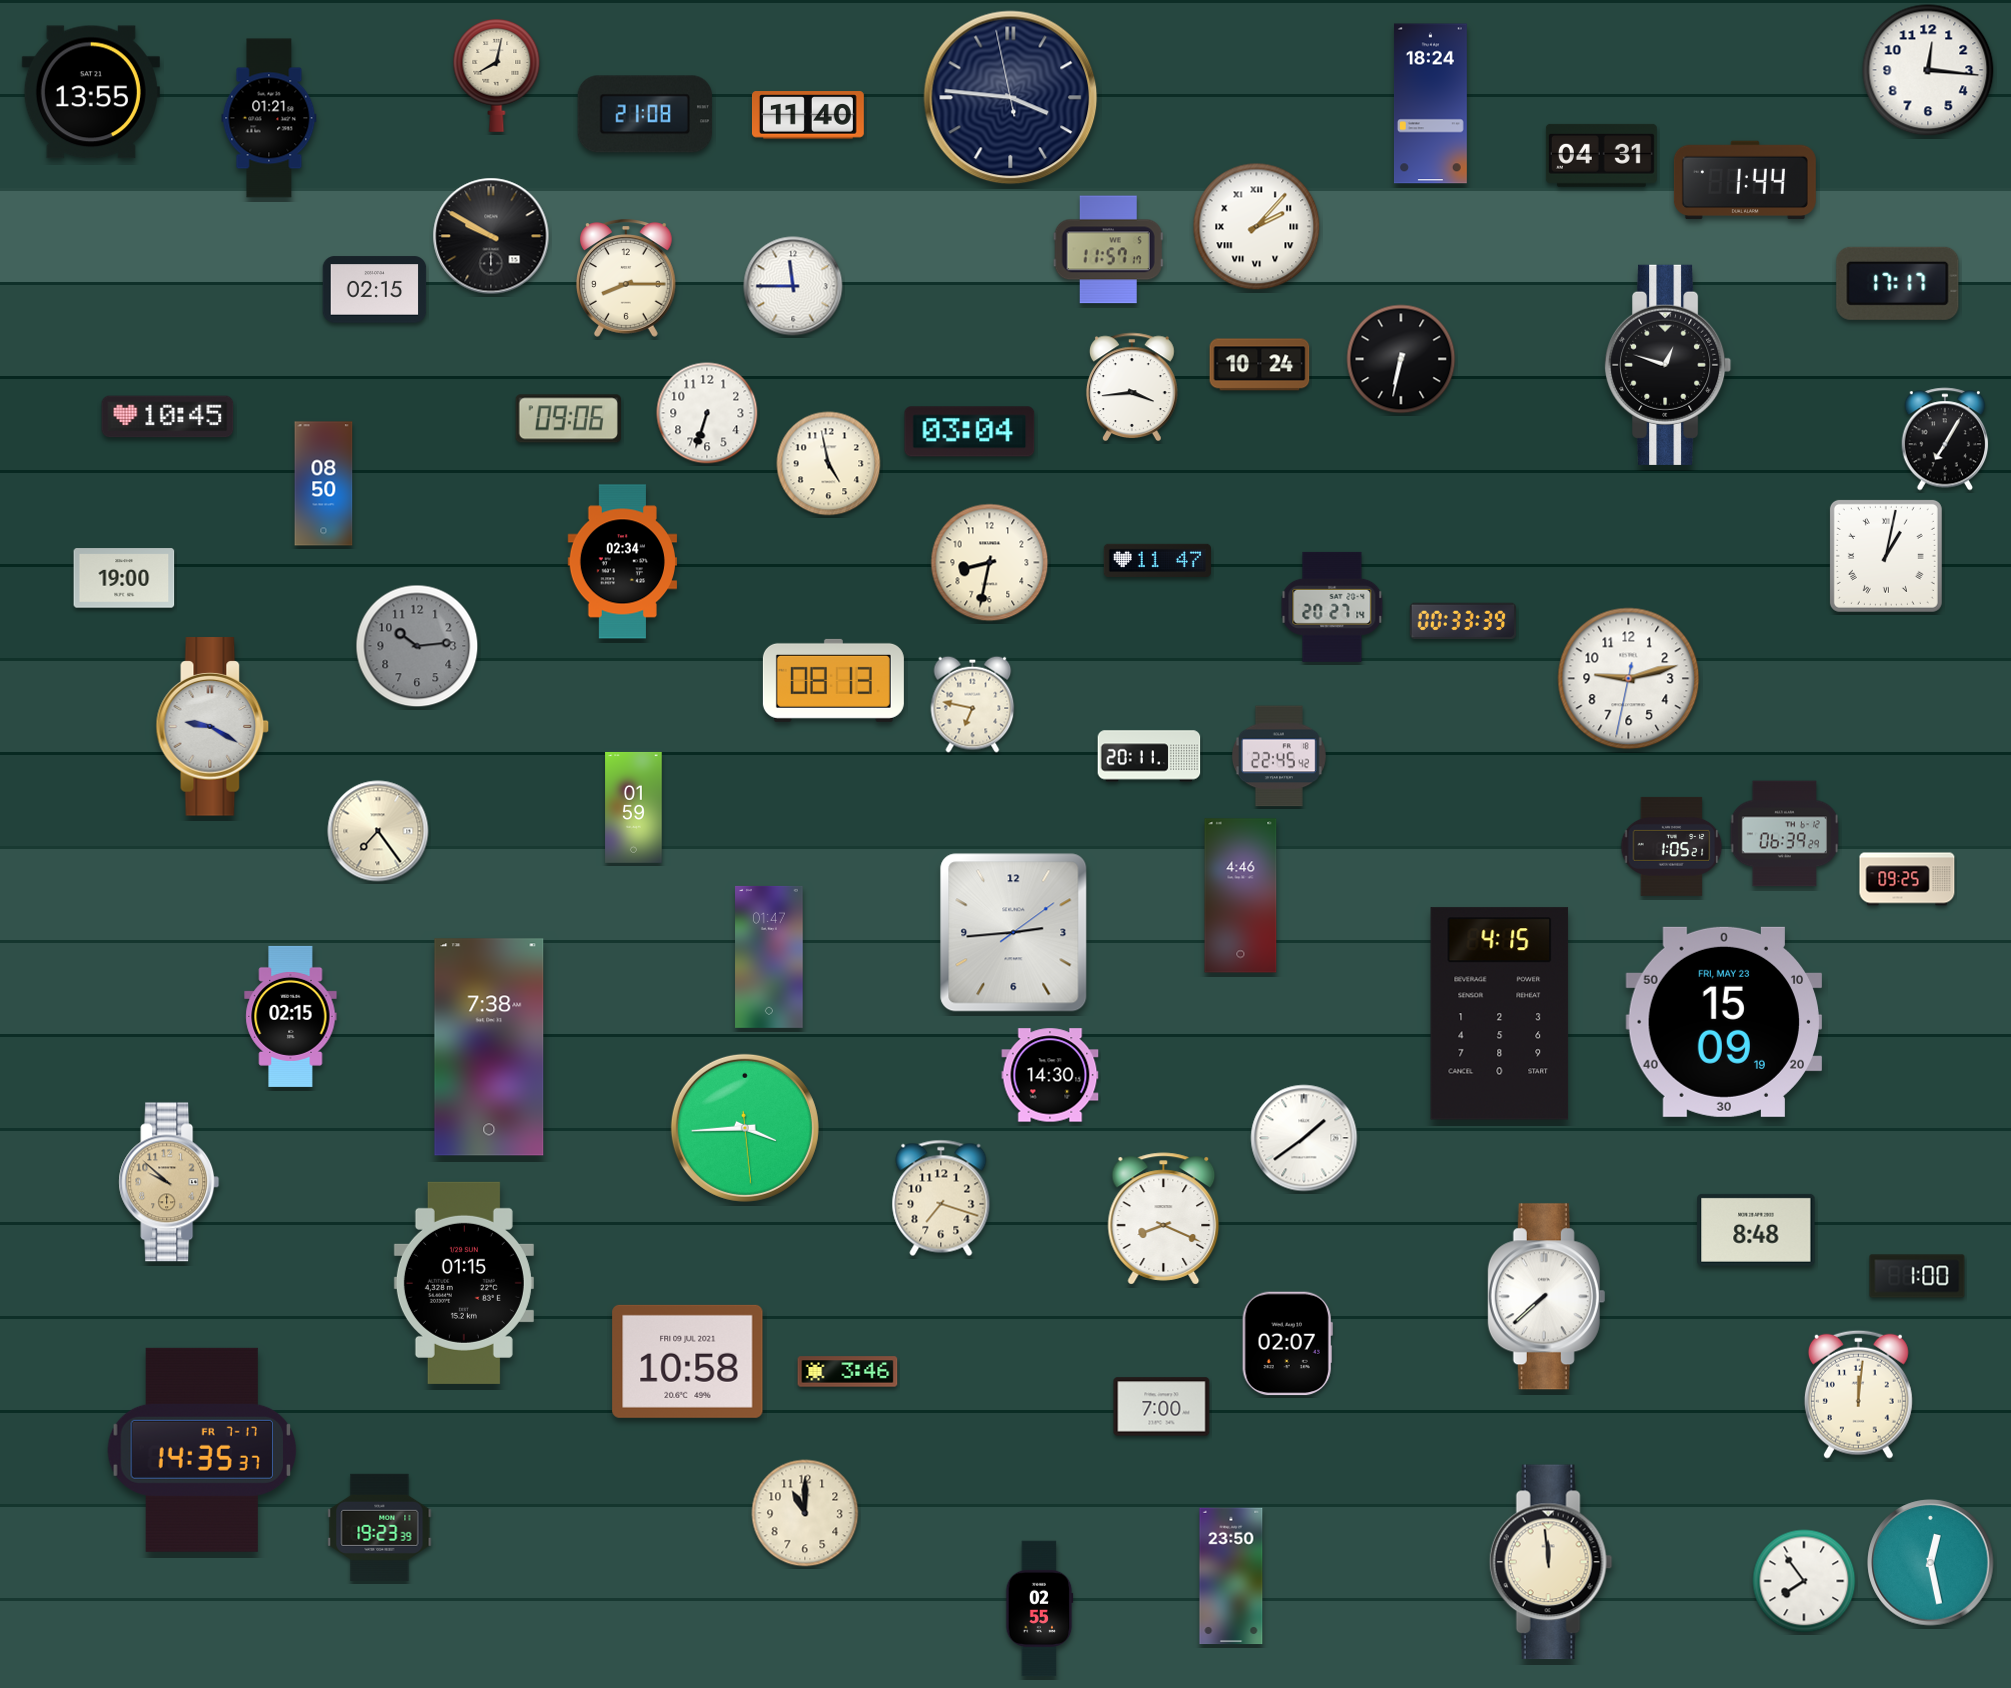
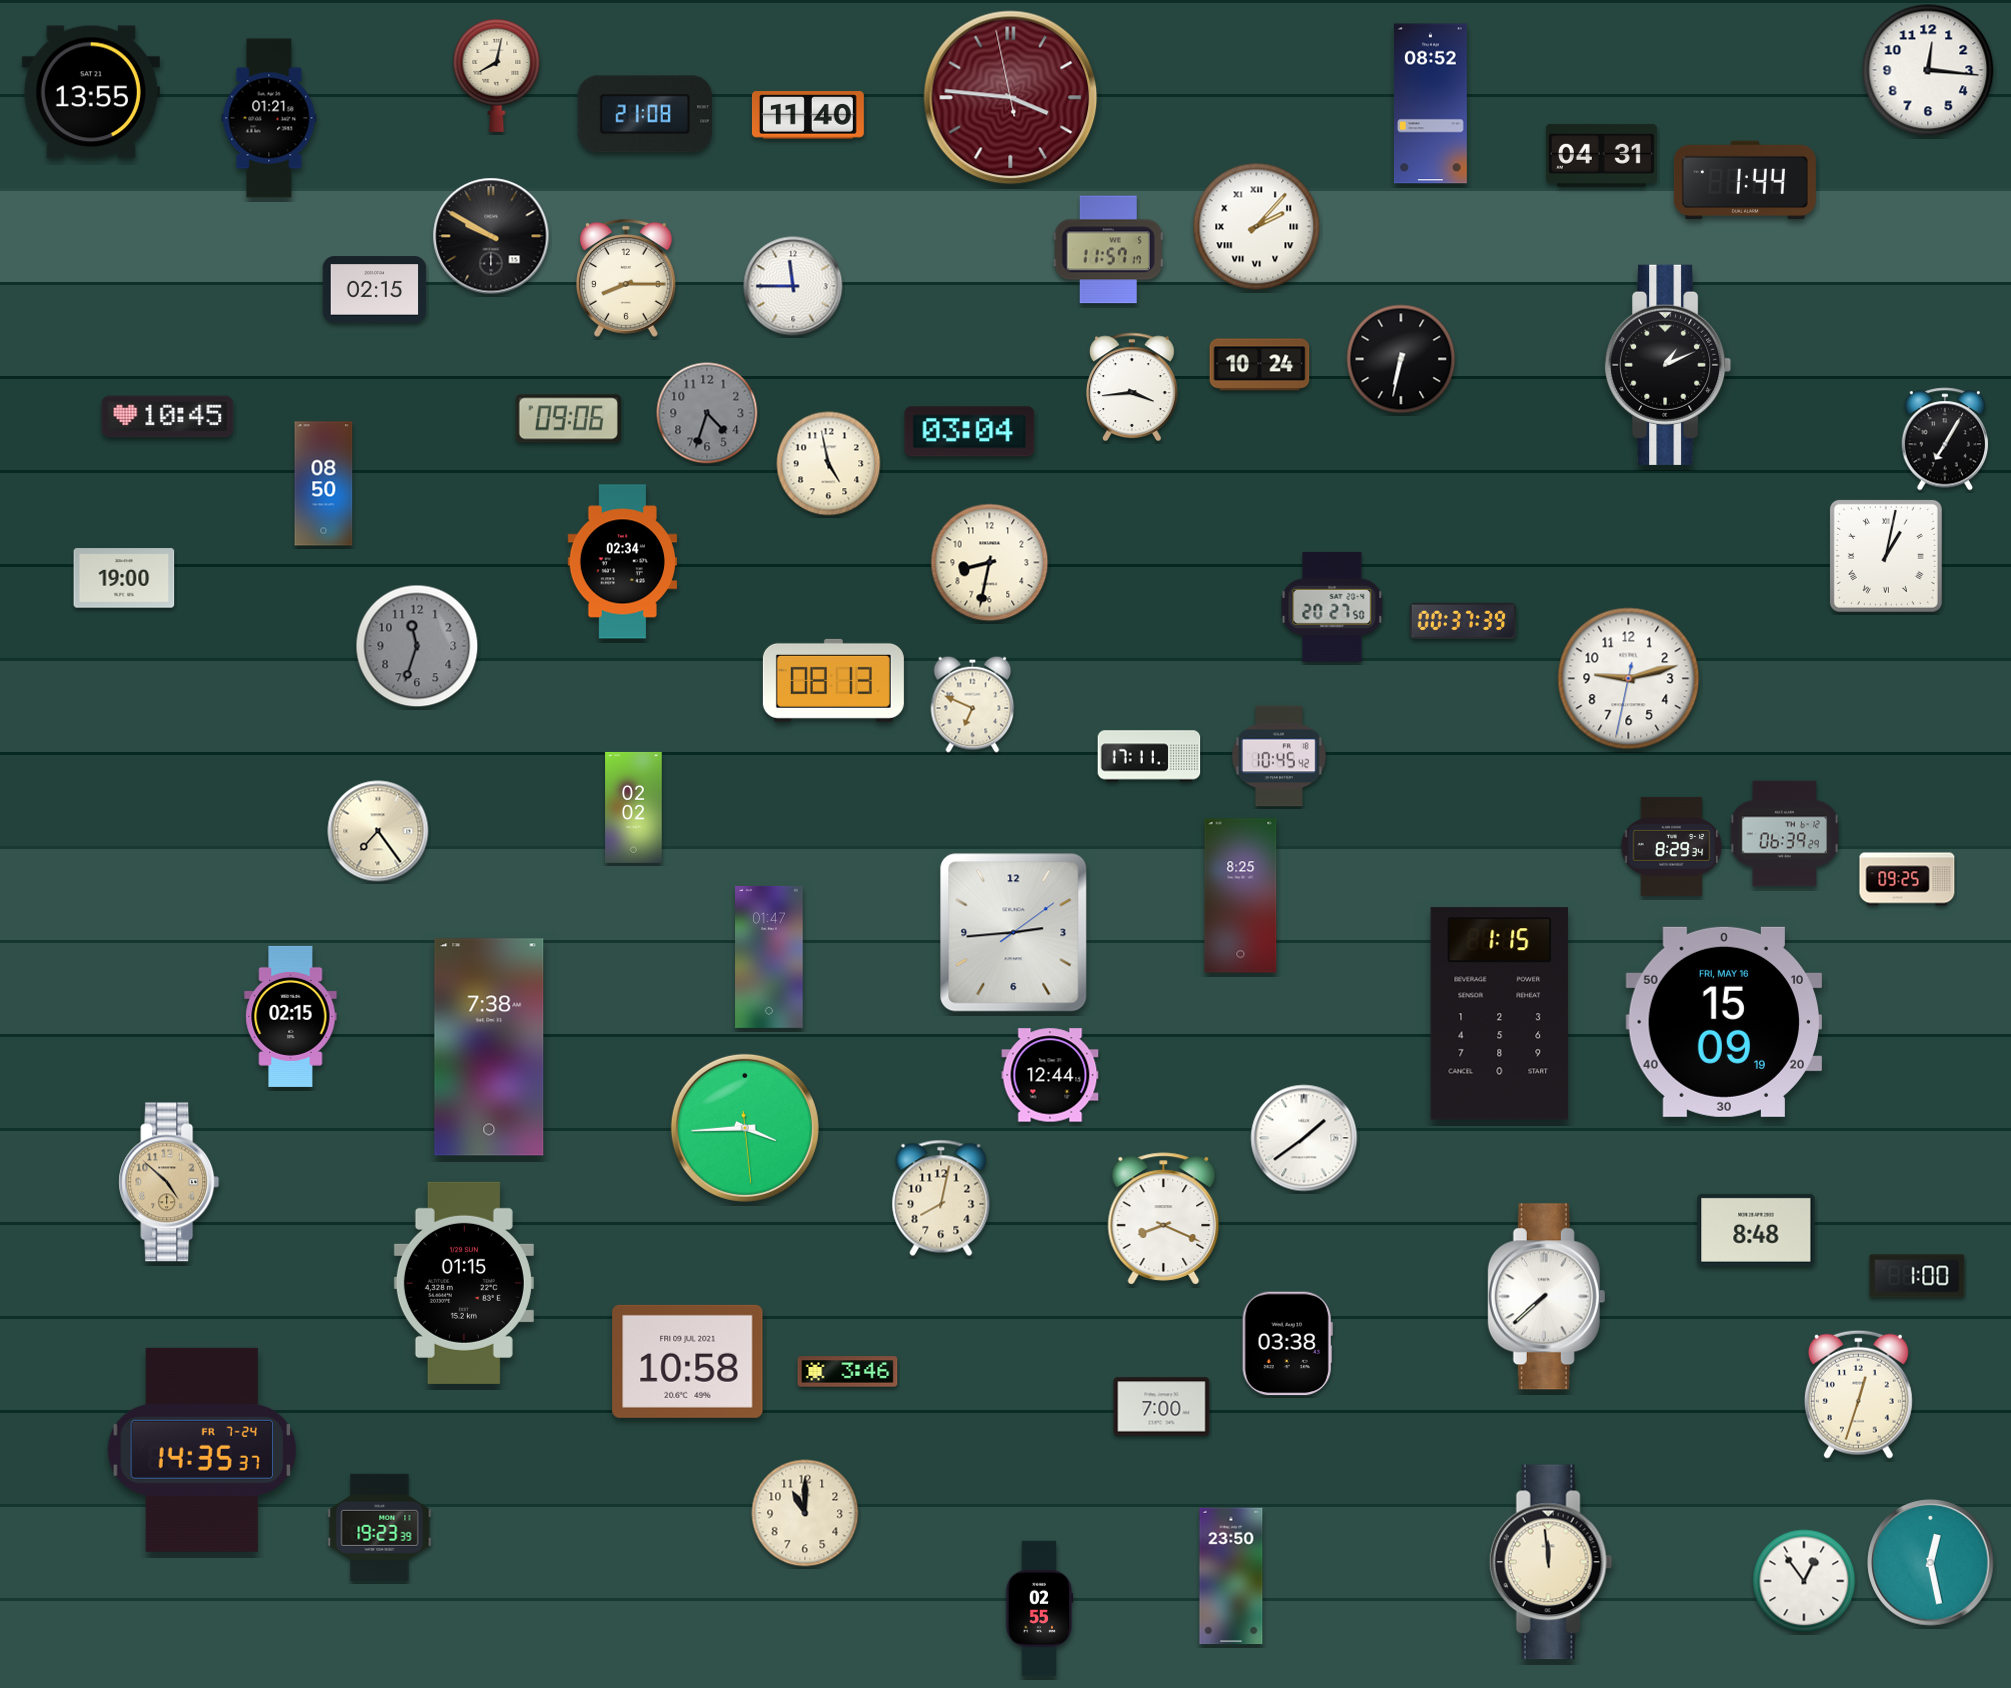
clock at (1011, 98) dial: navy -> burgundy
clock at (1430, 104): 18:24 -> 08:52
clock at (1898, 283): 17:17 -> none
clock at (1669, 365): 12:48 -> 1:11
clock at (707, 413): 6:33 -> 4:33
clock at (707, 413) dial: white -> grey
clock at (1157, 560): 11:47 -> none
clock at (1332, 607): 20:27:14 -> 20:27:50
clock at (1463, 621): 00:33 -> 00:37
clock at (417, 646): 10:14 -> 11:33
clock at (973, 704): 6:47 -> 6:49
clock at (213, 727): 9:20 -> none
clock at (1149, 756): 20:11 -> 17:11
clock at (1279, 756): 22:45 -> 10:45
clock at (634, 807): 01:59 -> 02:02
clock at (1672, 846): 1:05 -> 8:29
clock at (1241, 896): 4:46 -> 8:25
clock at (1500, 1014): 4:15 -> 1:15
clock at (1723, 1022) date: FRI, MAY 23 -> FRI, MAY 16
clock at (1050, 1075): 14:30 -> 12:44
clock at (169, 1182): 9:52 -> 4:52
clock at (941, 1198): 7:18 -> 8:02
clock at (1287, 1344): 02:07 -> 03:38
clock at (1858, 1394): 12:01 -> 12:33
clock at (202, 1450) date: FR 7-17 -> FR 7-24
clock at (1804, 1581): 7:54 -> 12:54
